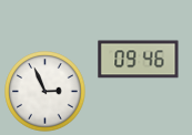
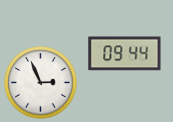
clock at (139, 60): 09:46 -> 09:44
